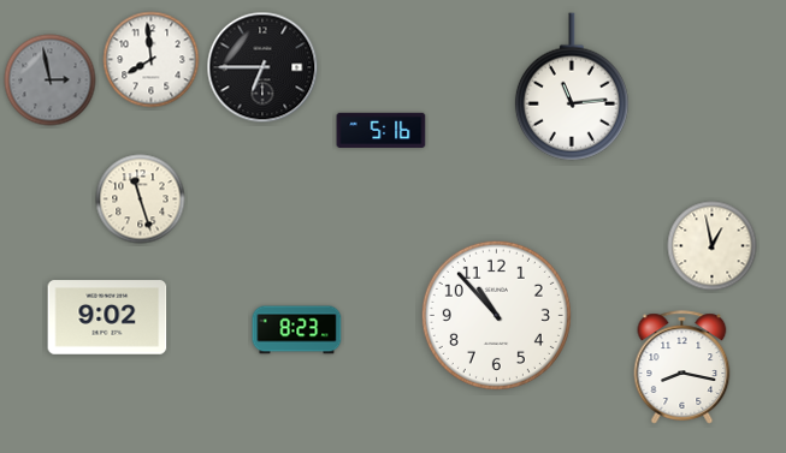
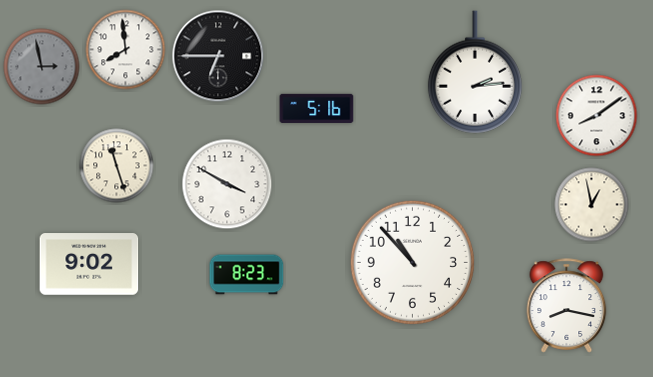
clock at (572, 87): 11:14 -> 2:14
clock at (597, 116): none -> 8:09
clock at (227, 184): none -> 3:50
